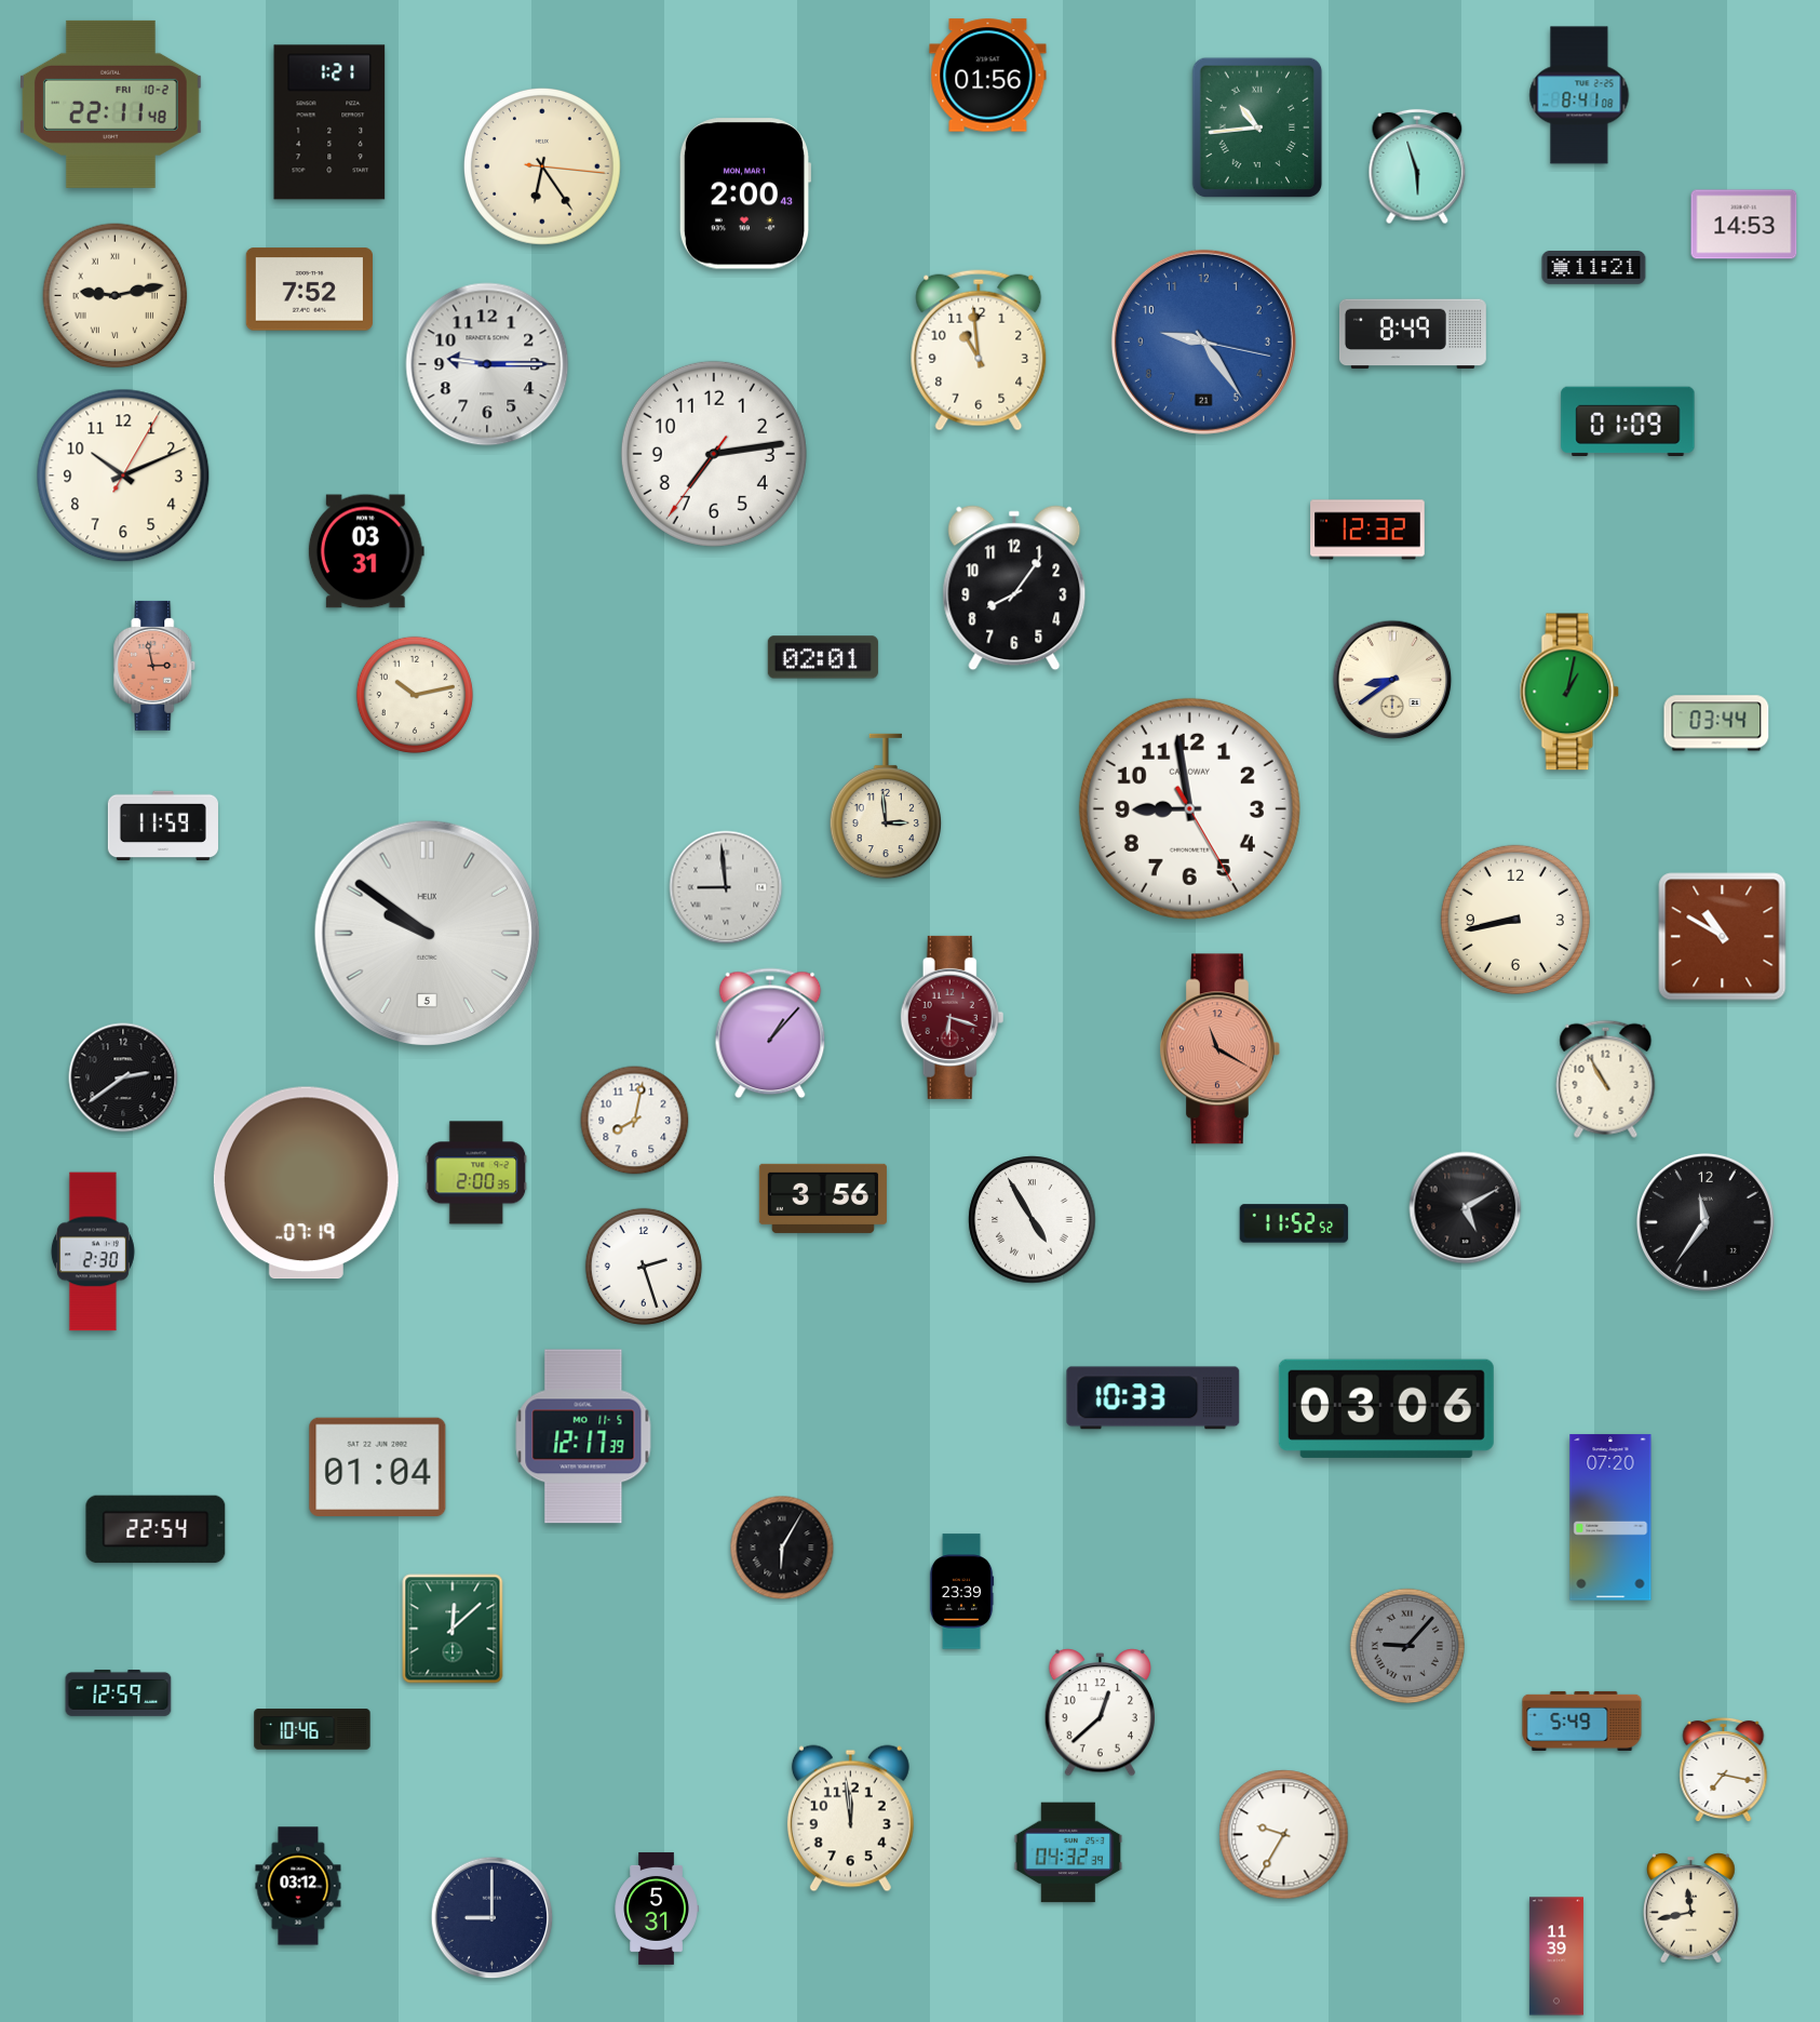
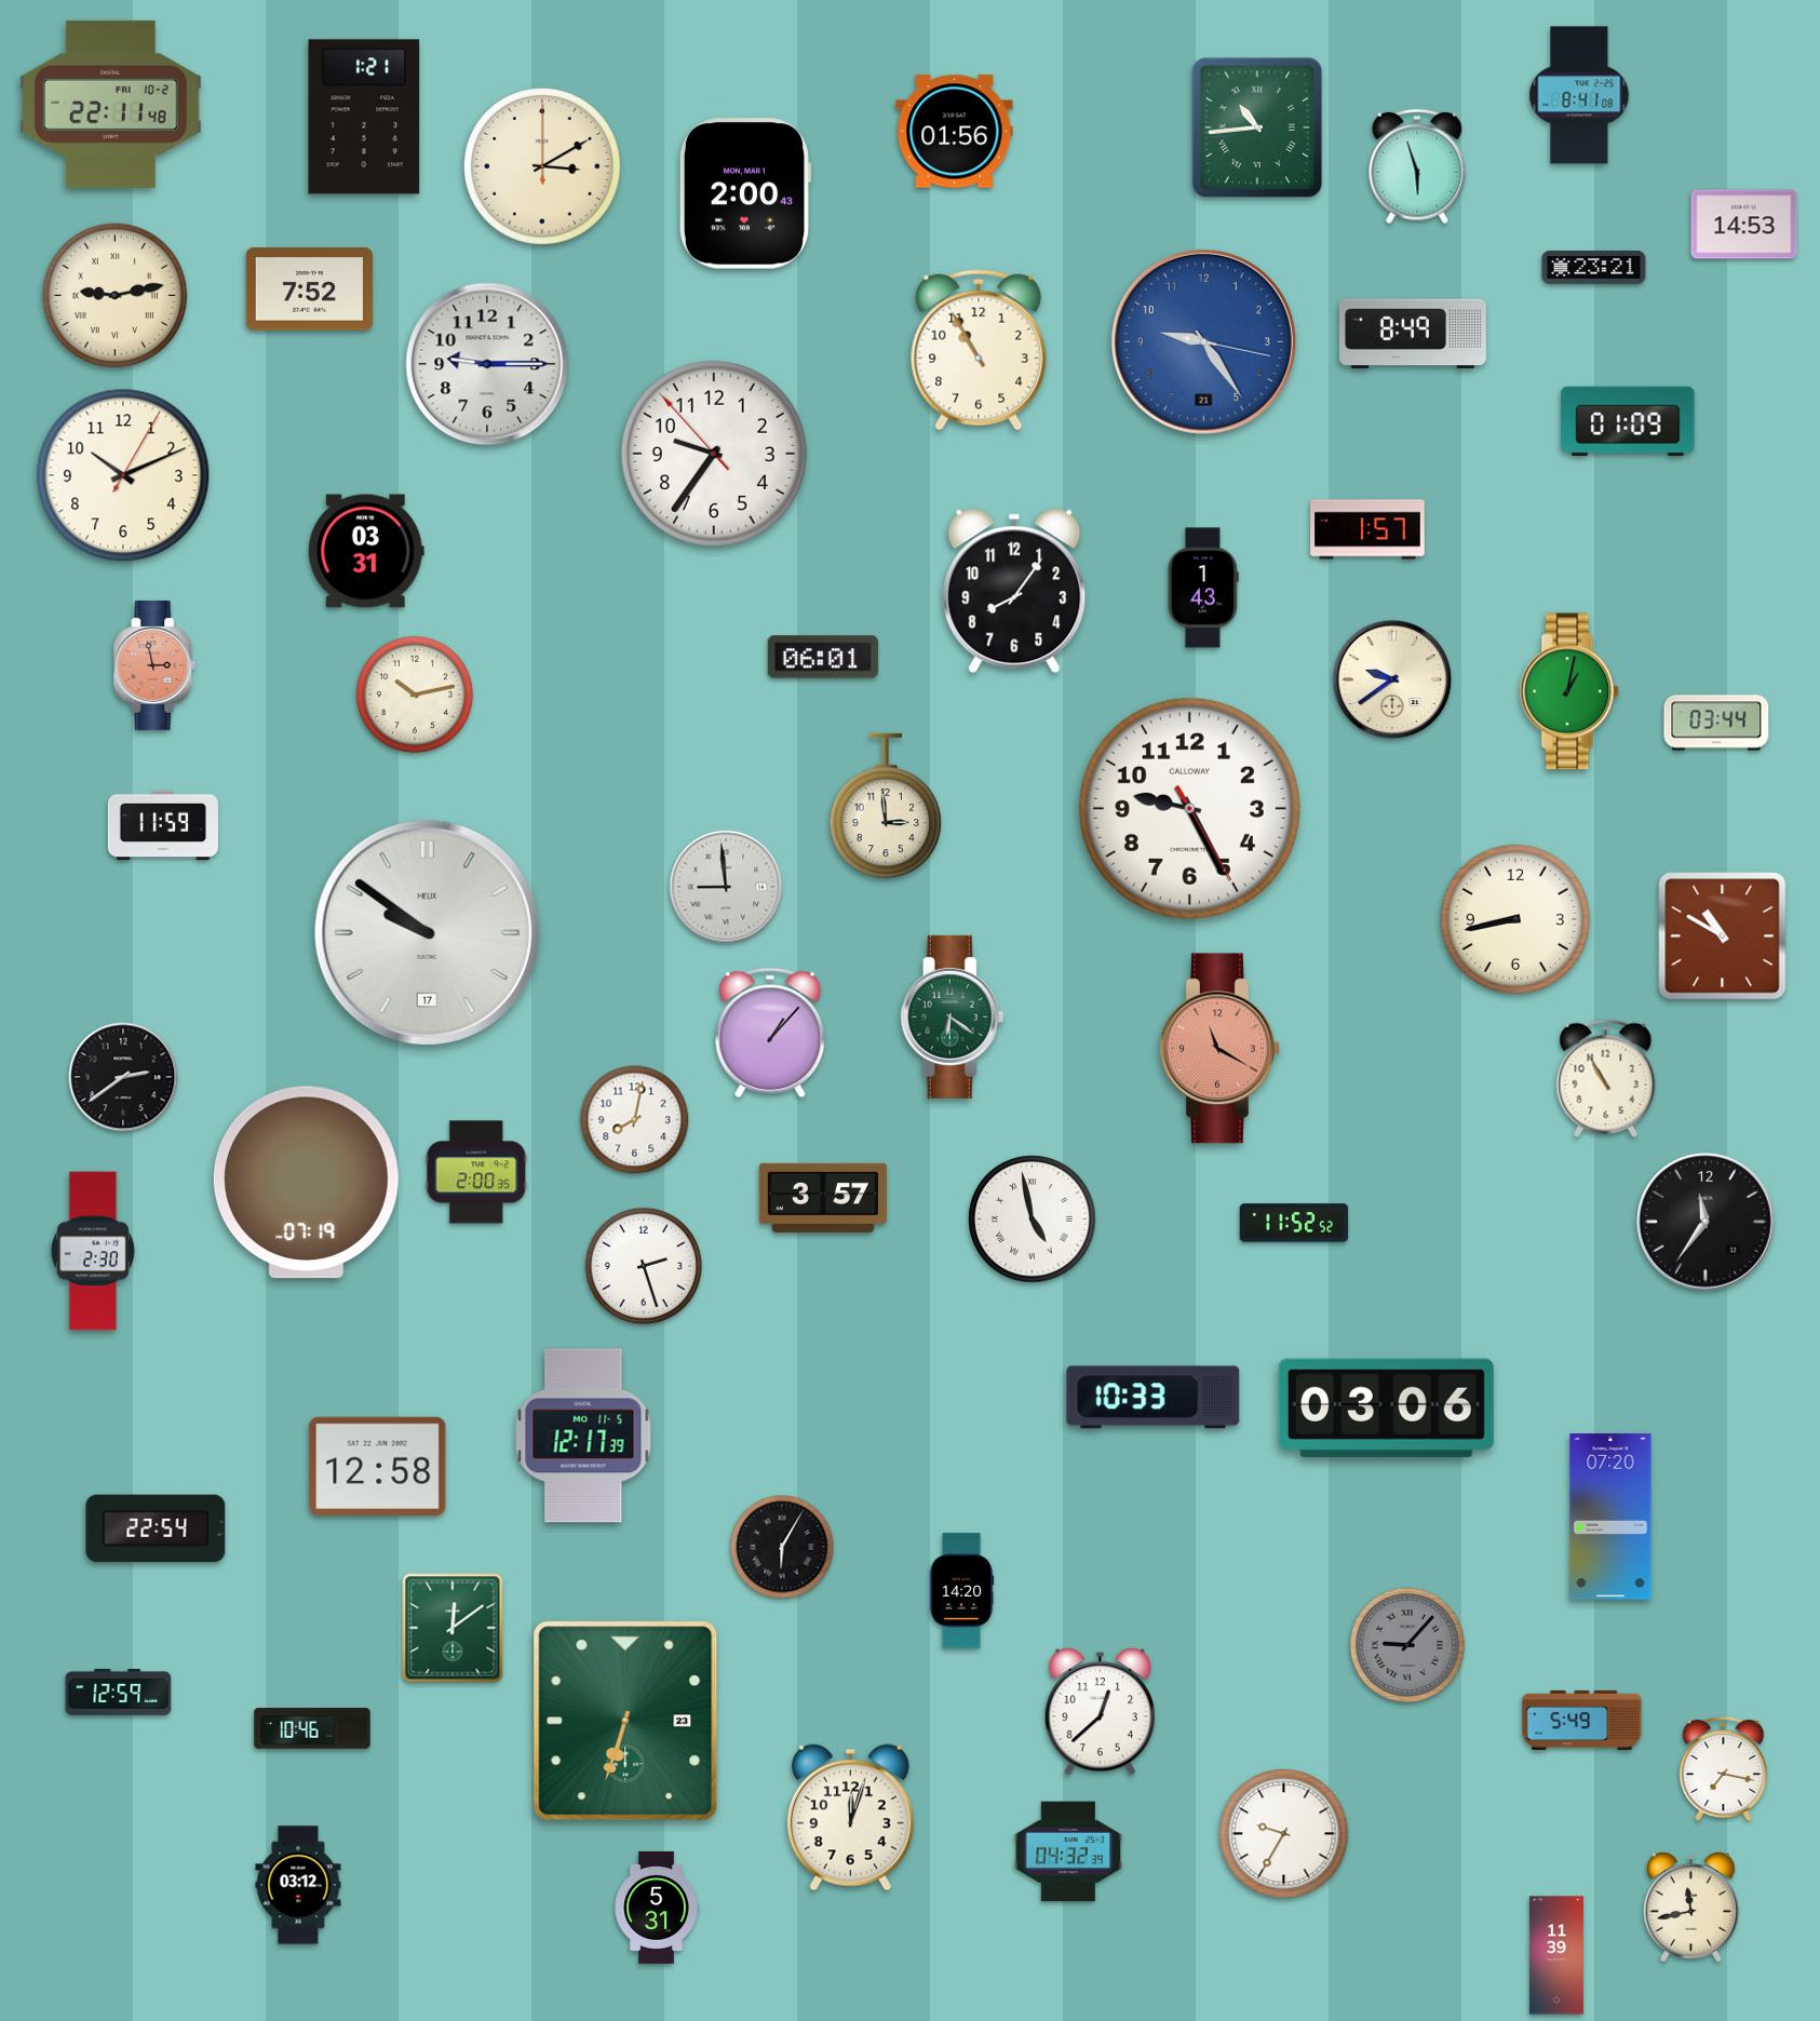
clock at (988, 76) position: (988, 76) -> (955, 132)
clock at (329, 122) position: (329, 122) -> (364, 117)
clock at (542, 166): 6:24 -> 3:10
clock at (1594, 268): 11:21 -> 23:21
clock at (979, 350): 10:59 -> 10:55
clock at (714, 454): 7:13 -> 9:35
clock at (1367, 530): 12:32 -> 1:57
clock at (1014, 588) position: (1014, 588) -> (1014, 591)
clock at (1203, 588): none -> 1:43
clock at (823, 657): 02:01 -> 06:01
clock at (1392, 680): 8:39 -> 9:39
clock at (1189, 808): 8:58 -> 9:25
clock at (427, 933) date: 5 -> 17
clock at (953, 1017): 6:18 -> 6:21
clock at (953, 1017) dial: burgundy -> green
clock at (823, 1199): 3:56 -> 3:57
clock at (1466, 1208): 5:10 -> none
clock at (1033, 1220): 4:55 -> 4:58
clock at (378, 1467): 01:04 -> 12:58
clock at (961, 1592): 23:39 -> 14:20
clock at (453, 1629): 12:08 -> 12:09
clock at (625, 1721): none -> 6:33
clock at (850, 1819): 11:59 -> 12:03
clock at (493, 1918): 9:00 -> none
